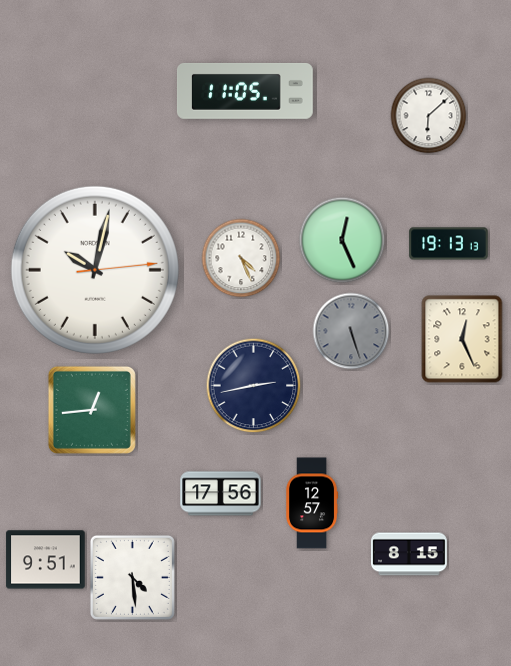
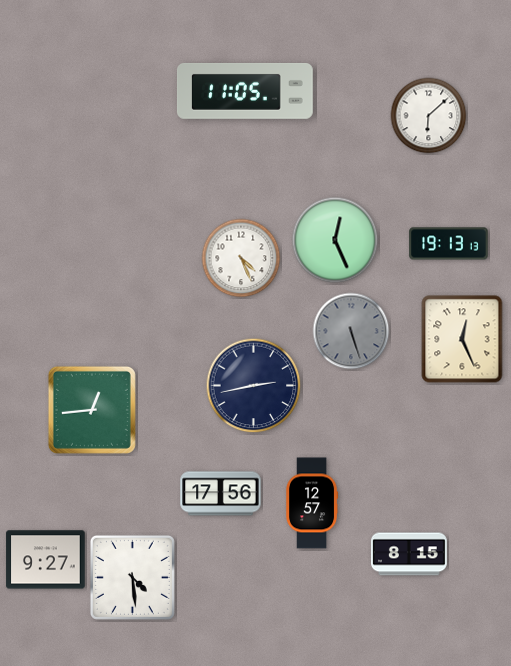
clock at (342, 240) position: (342, 240) -> (335, 240)
clock at (95, 270): 10:02 -> none
clock at (46, 560): 9:51 -> 9:27
